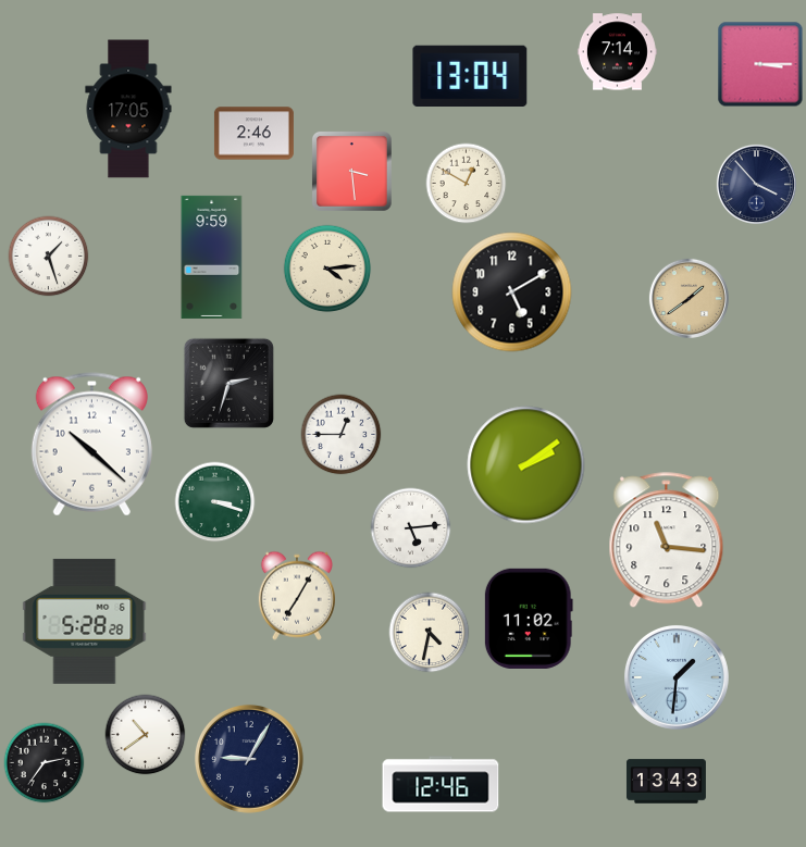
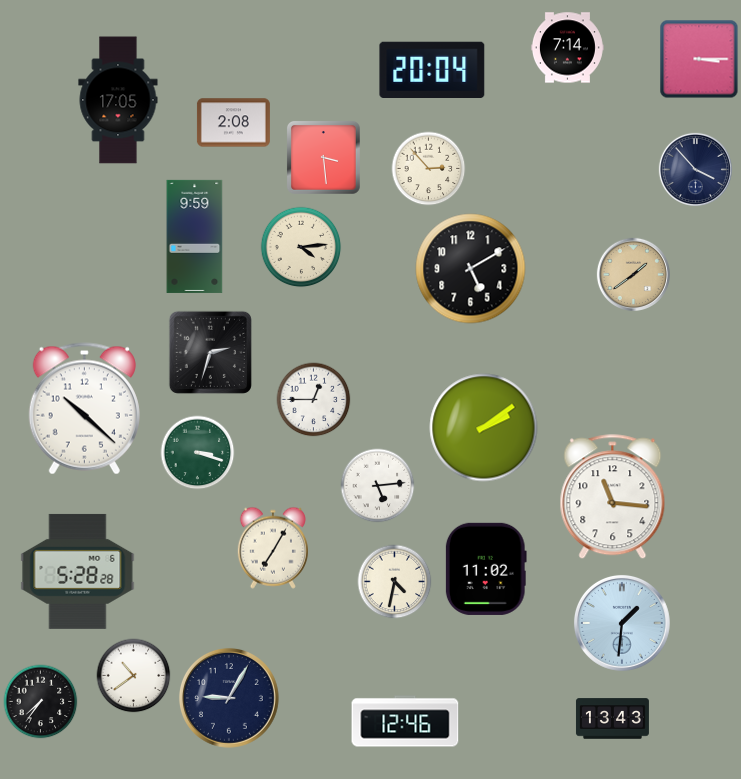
clock at (470, 75): 13:04 -> 20:04
clock at (253, 134): 2:46 -> 2:08
clock at (467, 184): 12:50 -> 2:53
clock at (49, 257): 1:27 -> none
clock at (215, 502) position: (215, 502) -> (198, 453)
clock at (45, 763): 2:36 -> 7:36
